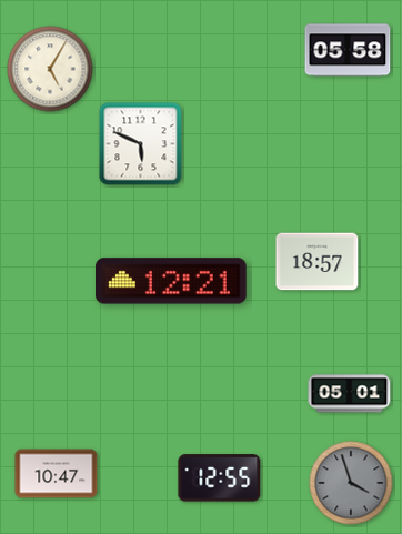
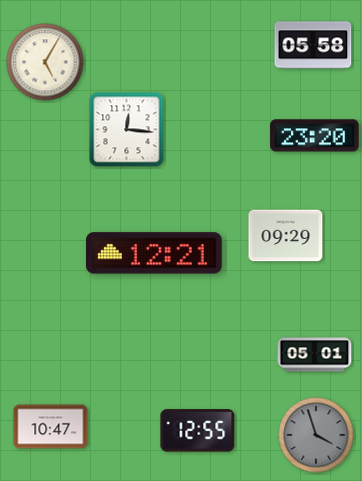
clock at (141, 144): 5:49 -> 12:16
clock at (315, 136): none -> 23:20
clock at (318, 262): 18:57 -> 09:29
